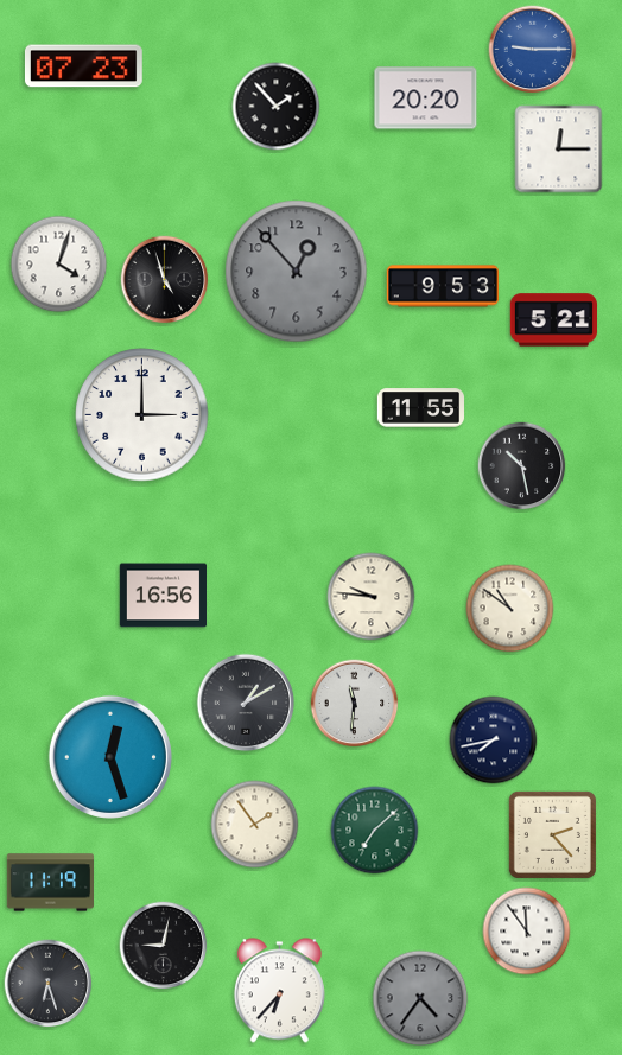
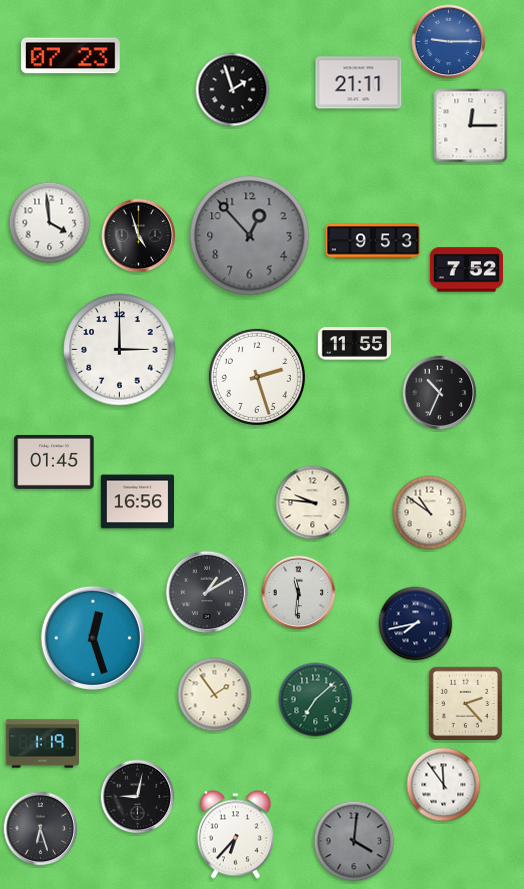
clock at (426, 98): 20:20 -> 21:11
clock at (277, 107): 1:53 -> 1:57
clock at (59, 265): 4:03 -> 3:59
clock at (297, 272) position: (297, 272) -> (250, 236)
clock at (553, 320): 5:21 -> 7:52
clock at (257, 377): none -> 2:27
clock at (522, 466): 10:28 -> 10:34
clock at (54, 462): none -> 01:45
clock at (50, 883): 11:19 -> 1:19
clock at (420, 998): 4:36 -> 4:01
